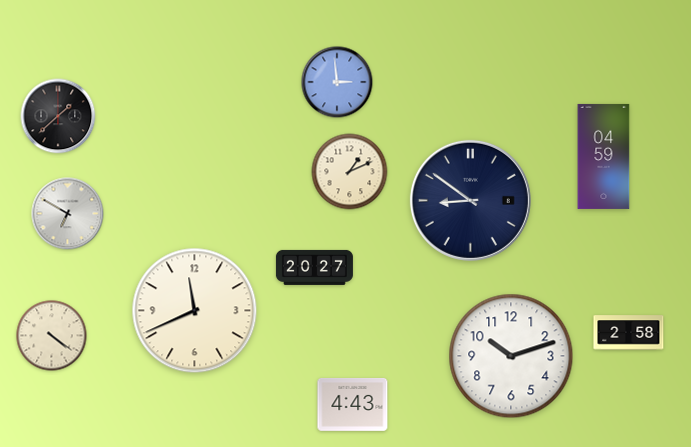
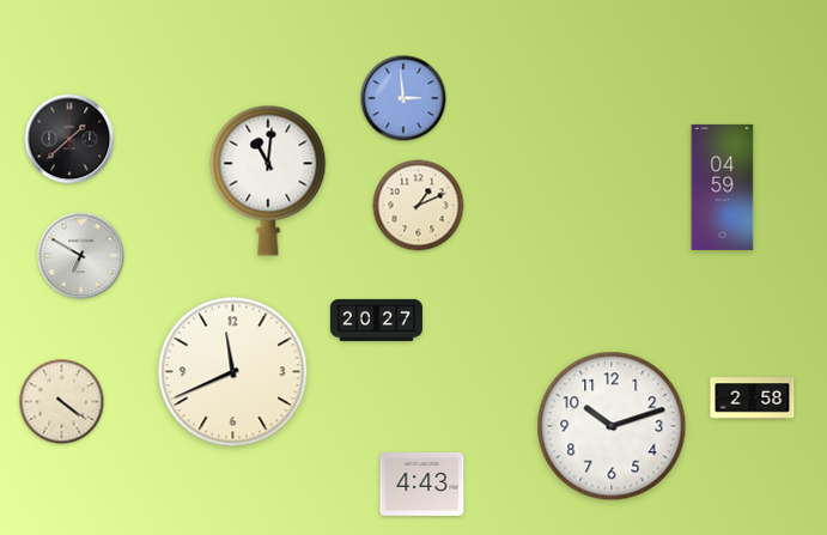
clock at (268, 181): none -> 11:01
clock at (470, 200): 8:51 -> none
